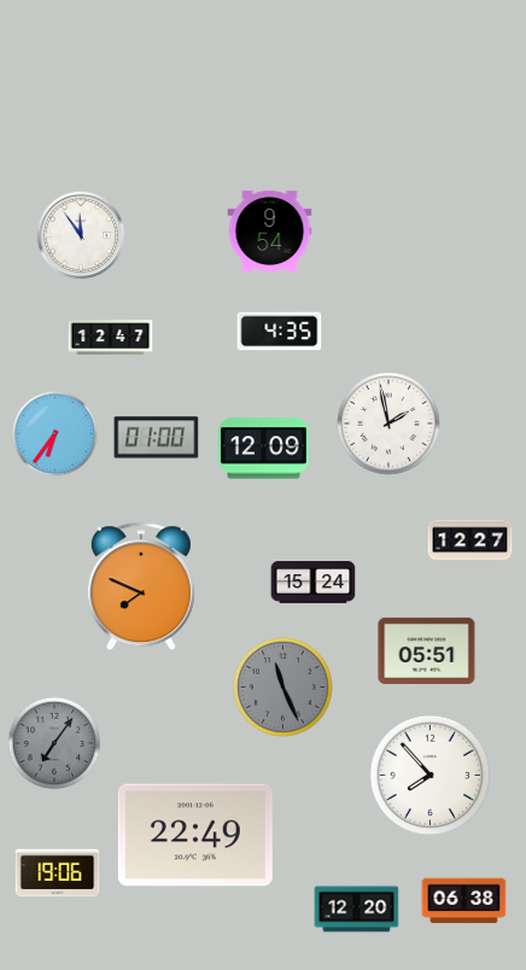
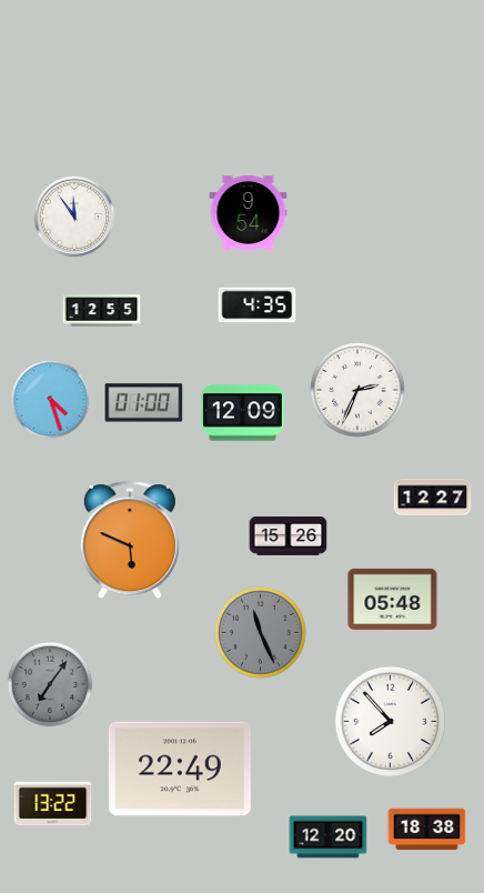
clock at (111, 338): 12:47 -> 12:55
clock at (388, 423): 1:58 -> 2:34
clock at (55, 434): 6:36 -> 4:27
clock at (314, 583): 15:24 -> 15:26
clock at (141, 588): 7:49 -> 5:49
clock at (427, 650): 05:51 -> 05:48
clock at (431, 776) position: (431, 776) -> (391, 722)
clock at (58, 873): 19:06 -> 13:22
clock at (464, 901): 06:38 -> 18:38
